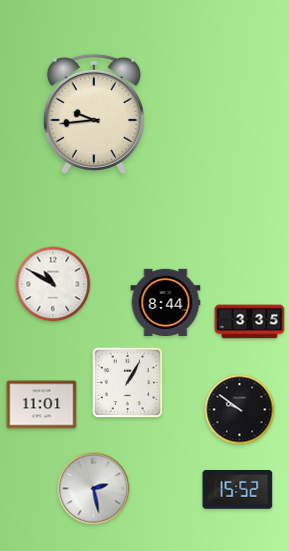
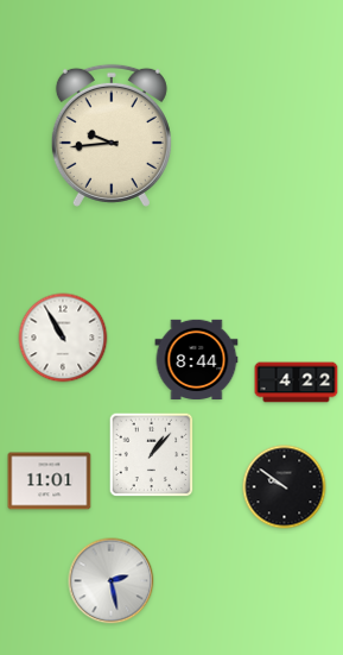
clock at (53, 284): 10:50 -> 10:55
clock at (250, 322): 3:35 -> 4:22
clock at (128, 383): 1:05 -> 1:07
clock at (238, 490): 15:52 -> none
